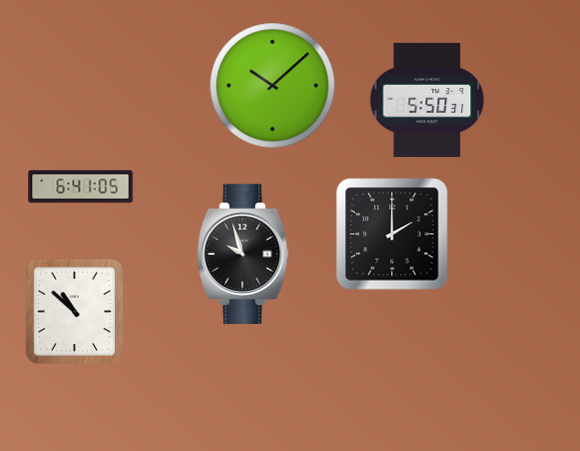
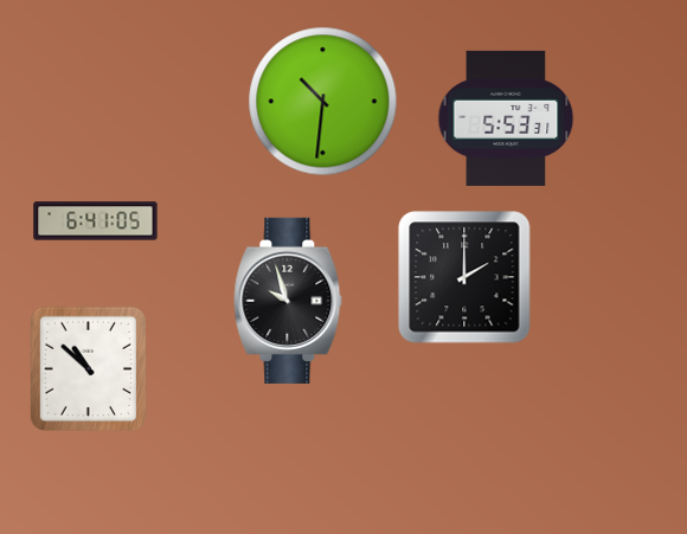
clock at (273, 86): 10:08 -> 10:31
clock at (427, 100): 5:50 -> 5:53
